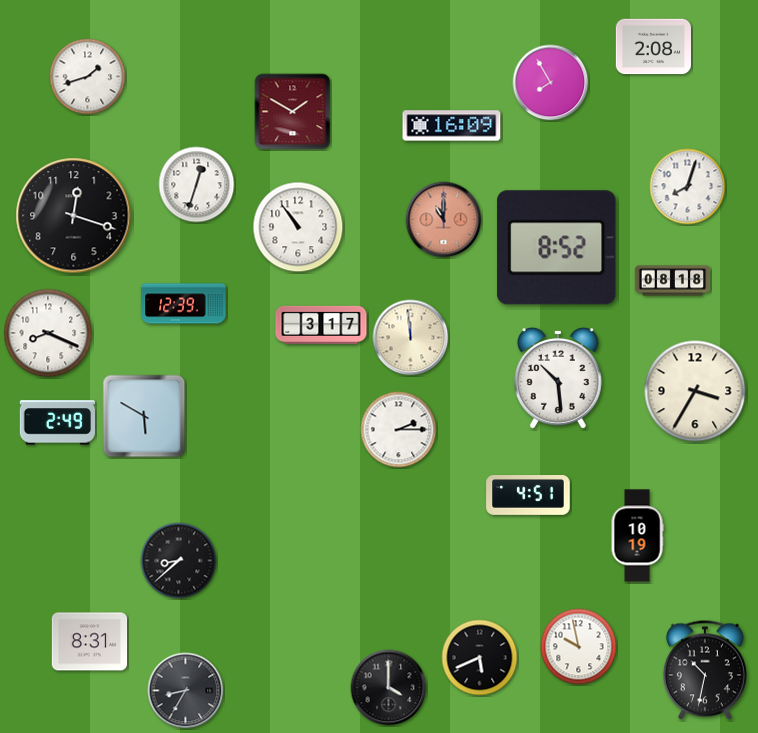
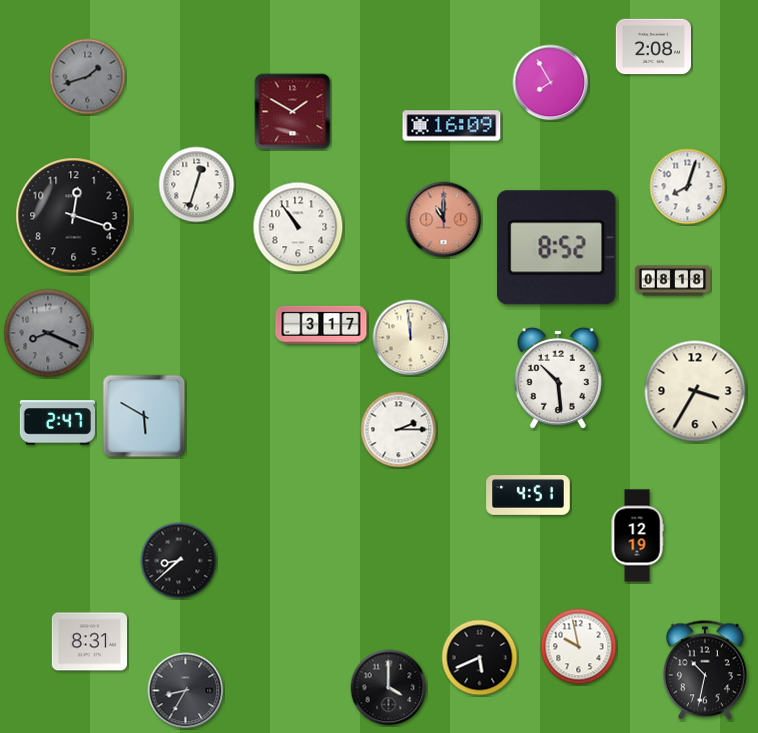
clock at (88, 77) dial: white -> grey
clock at (184, 304): 12:39 -> none
clock at (48, 333) dial: white -> grey
clock at (57, 423): 2:49 -> 2:47
clock at (637, 536): 10:19 -> 12:19
